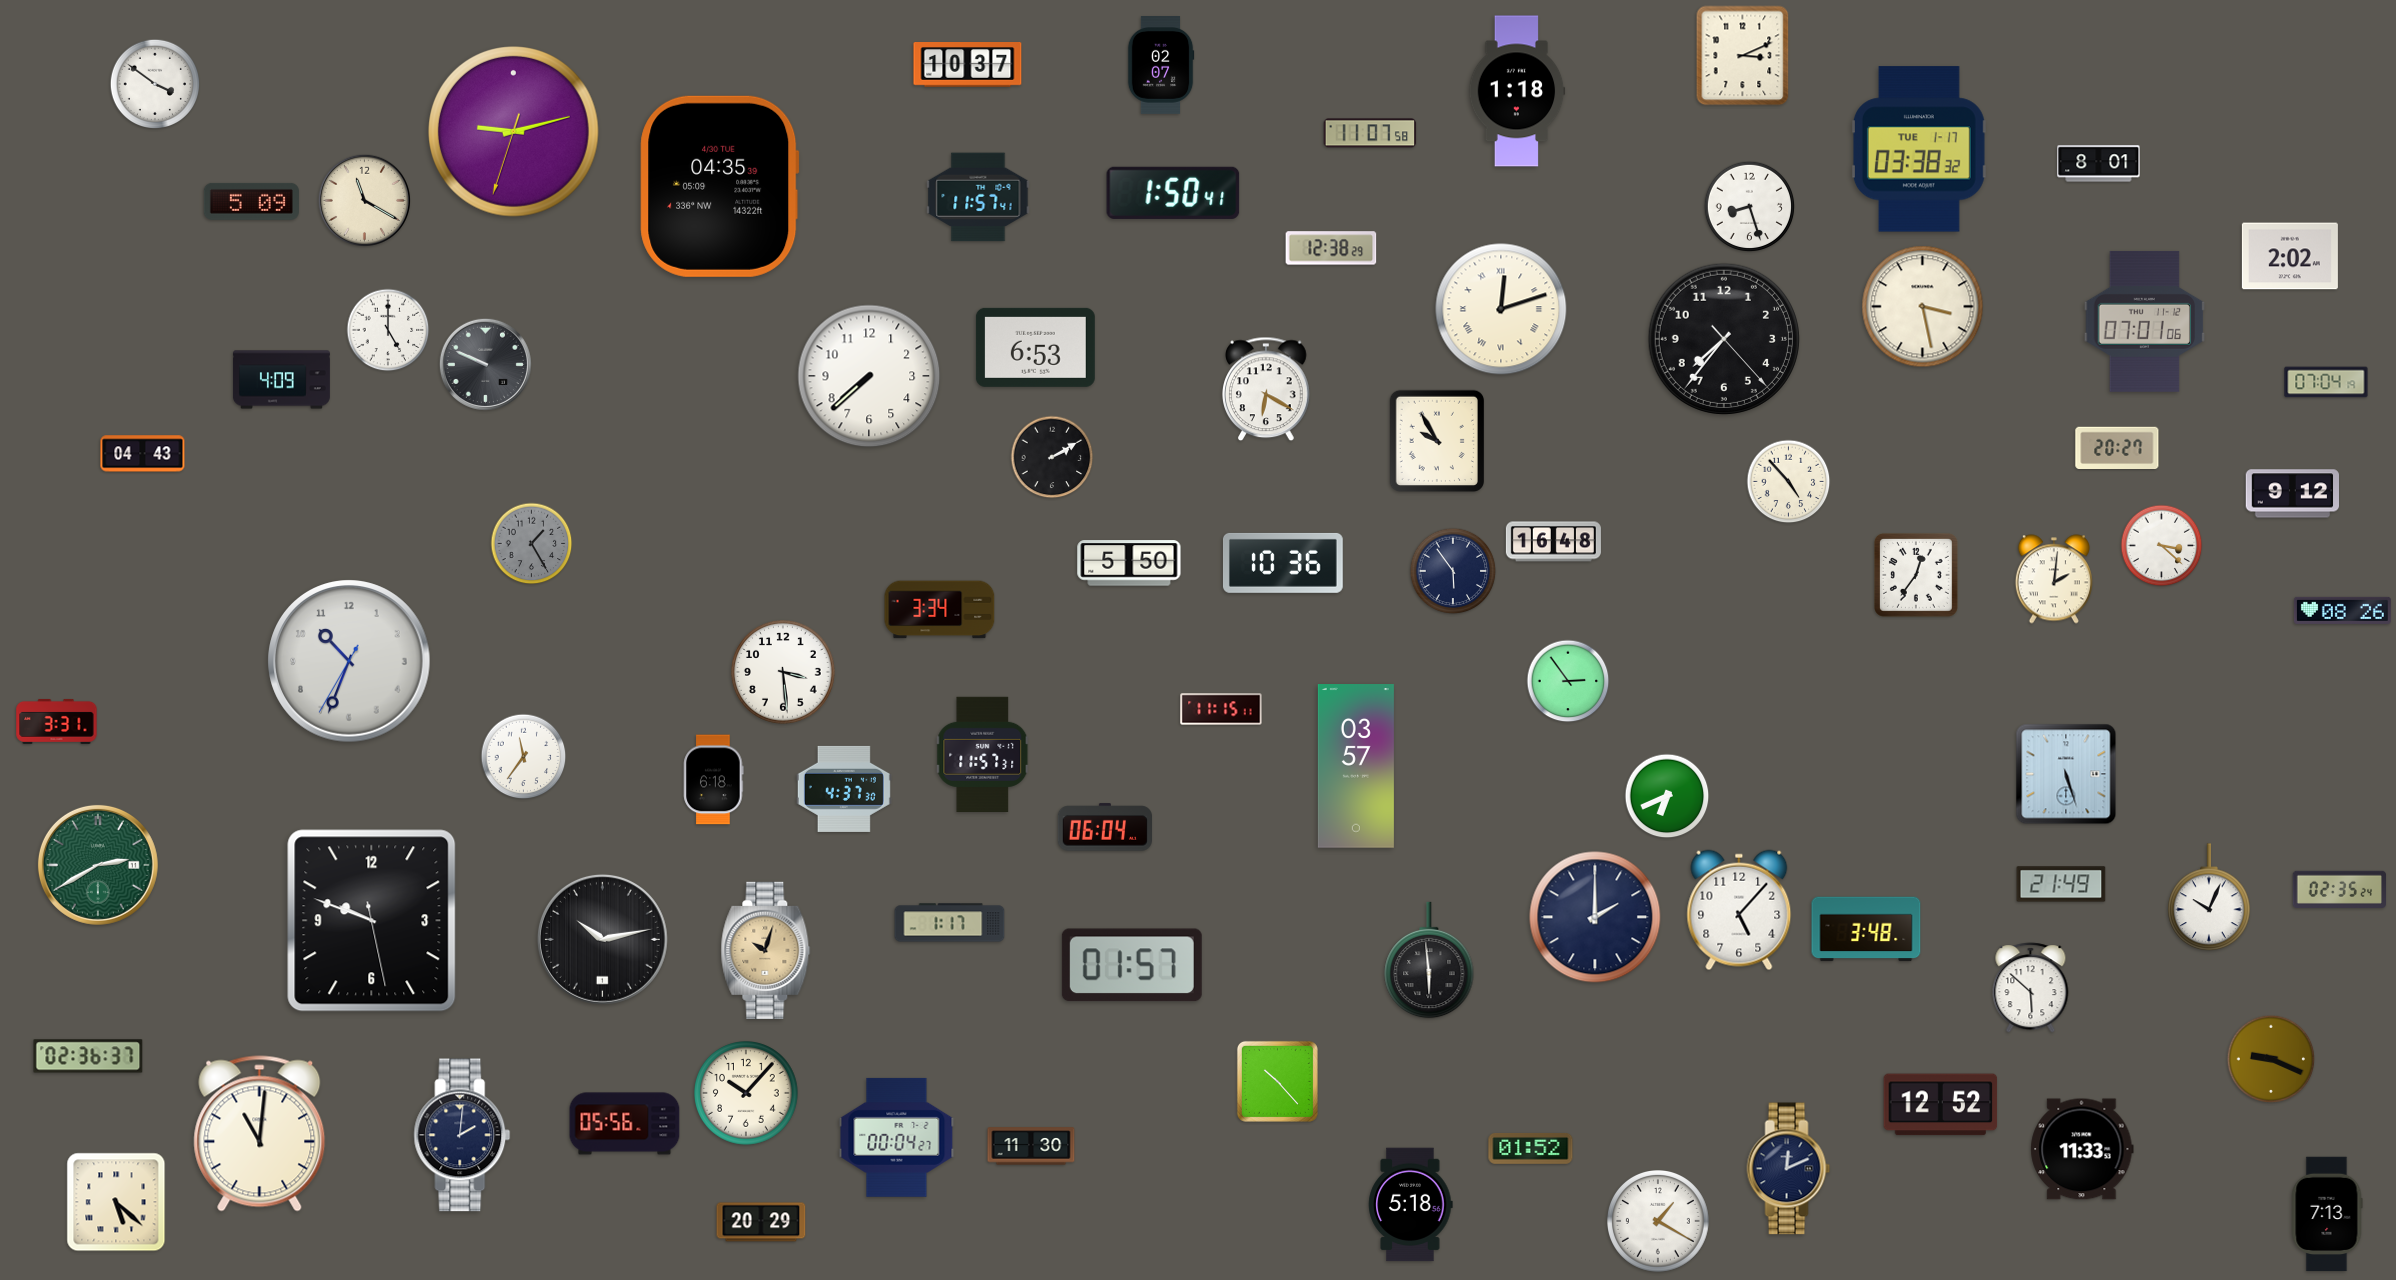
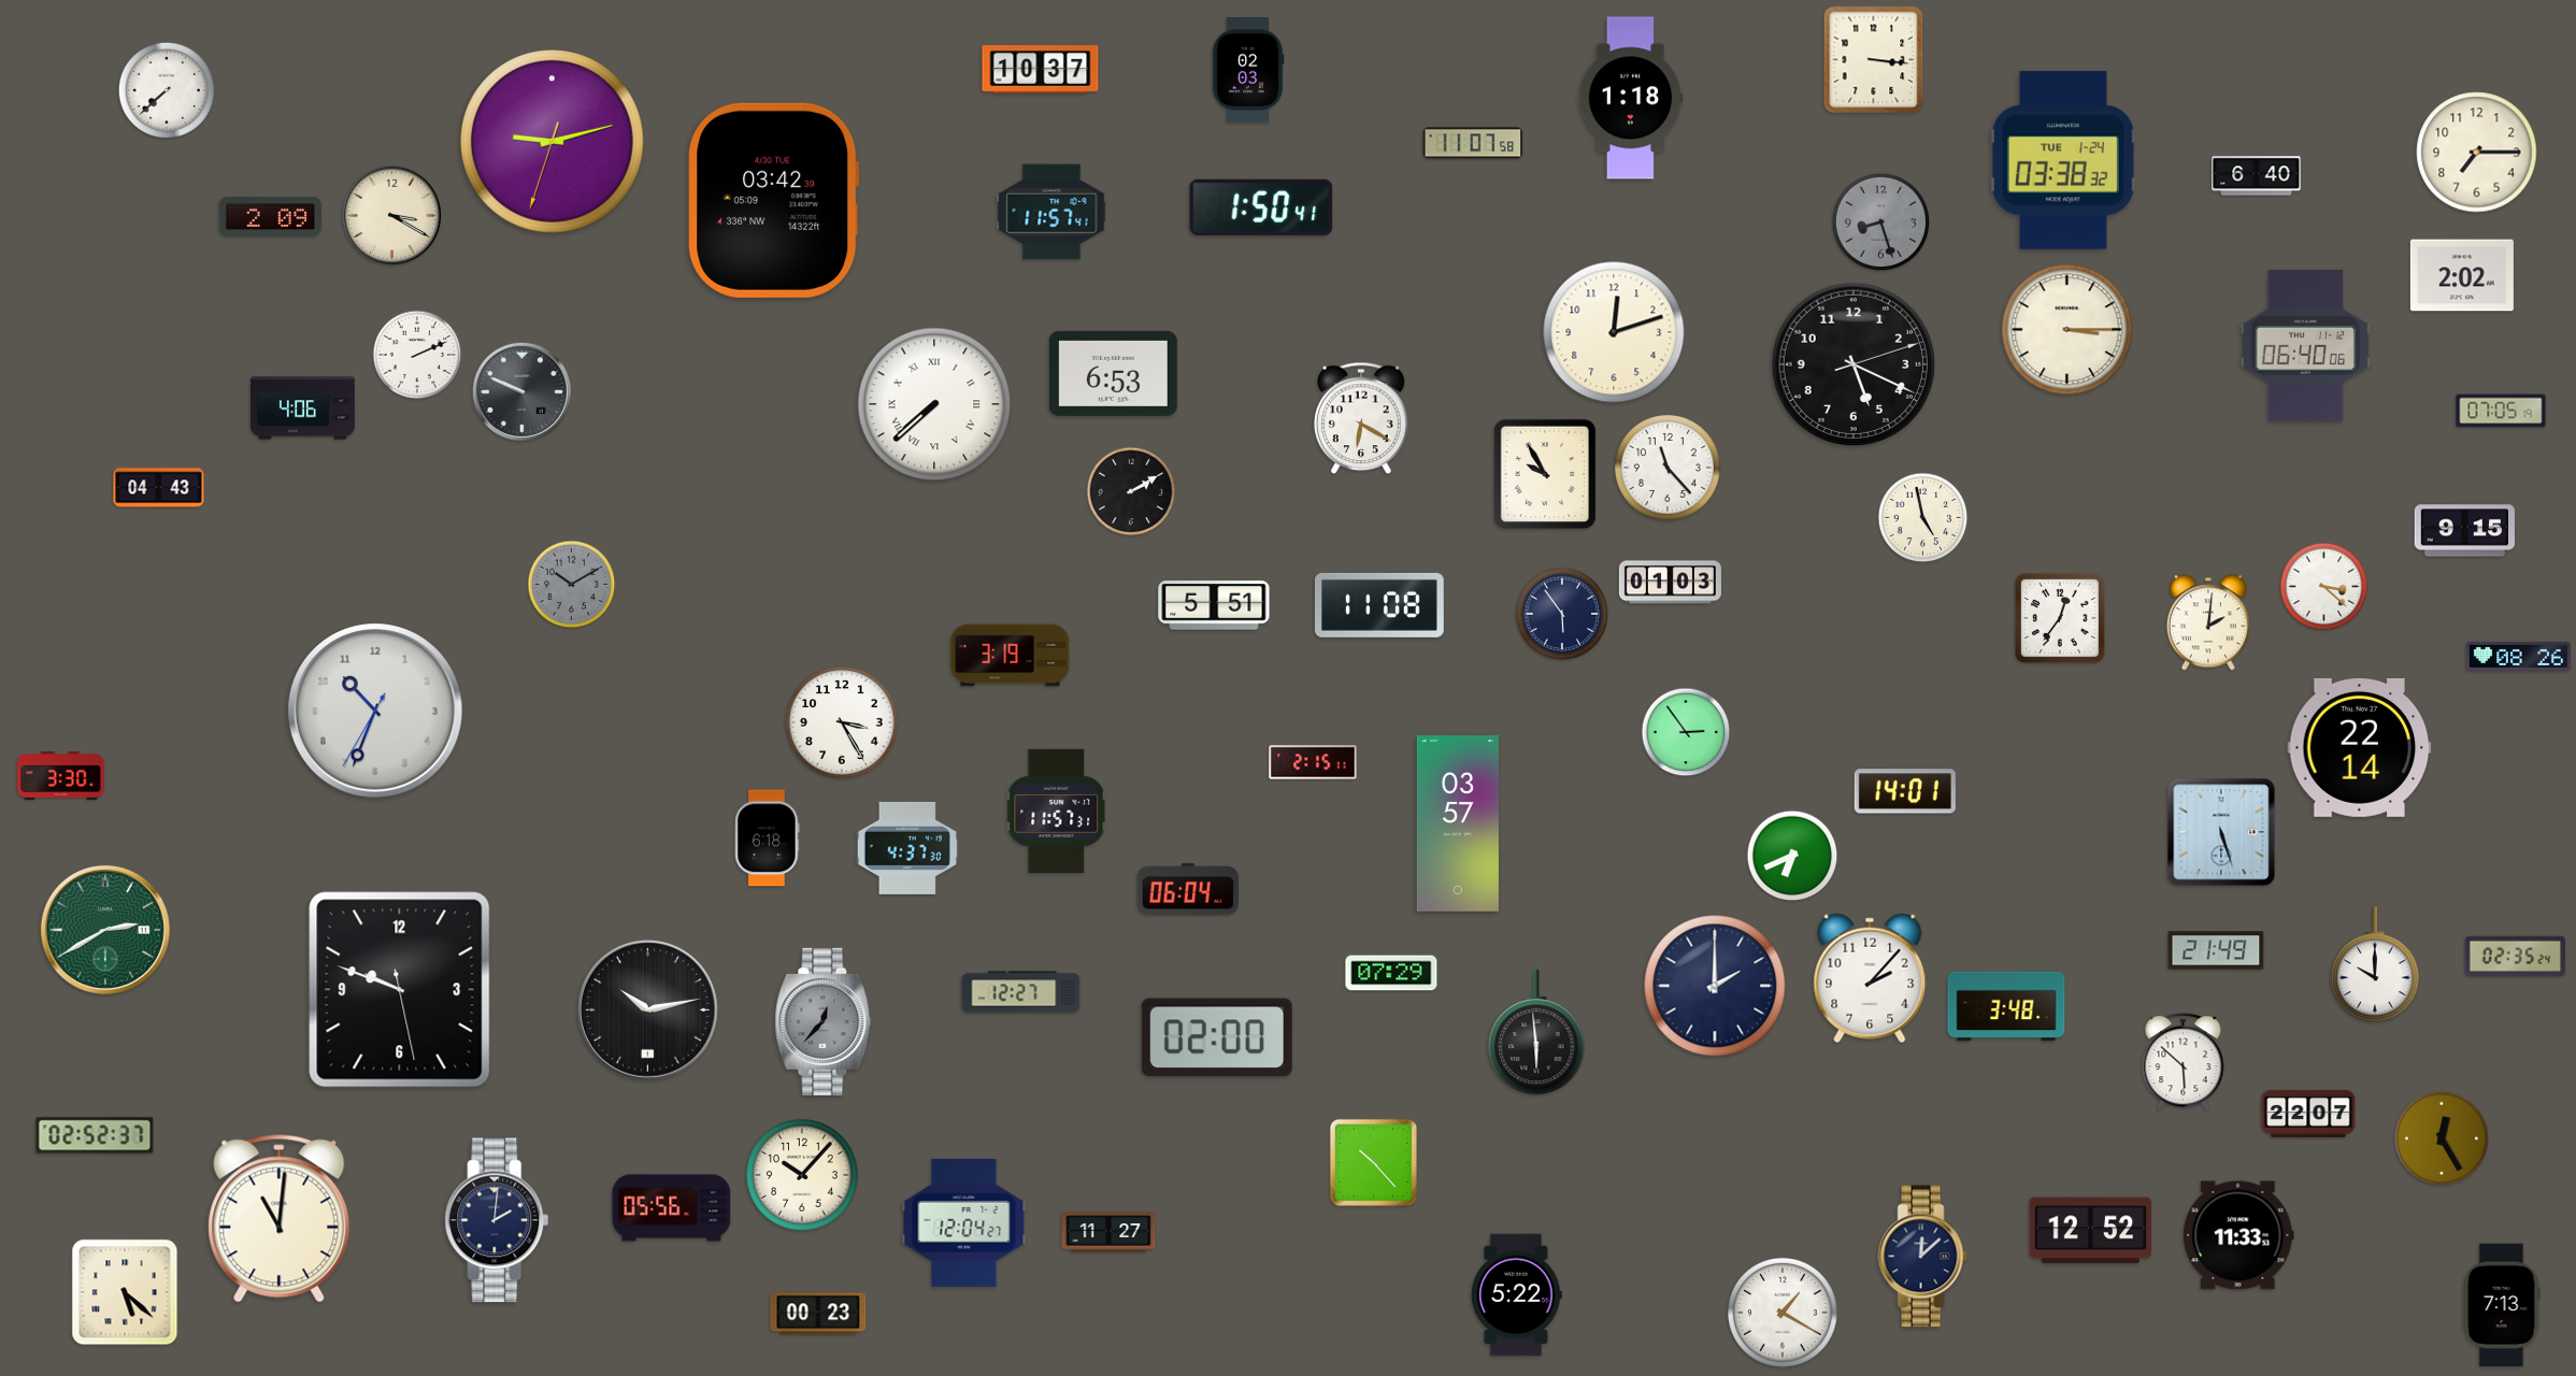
clock at (1743, 56): 3:11 -> 3:16
clock at (1161, 66): 02:07 -> 02:03
clock at (154, 83): 3:51 -> 7:38
clock at (2477, 153): none -> 7:15
clock at (1919, 149) date: TUE 1-17 -> TUE 1-24
clock at (2099, 164): 8:01 -> 6:40
clock at (720, 186): 04:35 -> 03:42
clock at (364, 200): 11:20 -> 3:20
clock at (251, 201): 5:09 -> 2:09
clock at (1749, 206) dial: white -> grey
clock at (1331, 248): 12:38 -> none
clock at (1923, 307): 3:28 -> 3:15
clock at (1501, 309) numerals: Roman -> Arabic
clock at (2145, 321): 07:01 -> 06:40
clock at (388, 330): 5:00 -> 2:11
clock at (1724, 339): 7:36 -> 5:19
clock at (869, 376) numerals: Arabic -> Roman
clock at (281, 380): 4:09 -> 4:06
clock at (2326, 382): 07:04 -> 07:05
clock at (1668, 468): none -> 11:23
clock at (2117, 447): 20:27 -> none
clock at (143, 454) position: (143, 454) -> (159, 488)
clock at (1789, 482): 4:53 -> 4:58
clock at (2293, 494): 9:12 -> 9:15
clock at (1553, 542): 16:48 -> 01:03
clock at (532, 544): 1:25 -> 10:10
clock at (1129, 563): 5:50 -> 5:51
clock at (1283, 563): 10:36 -> 11:08
clock at (940, 610): 3:34 -> 3:19
clock at (784, 673): 3:29 -> 3:25
clock at (2360, 747): none -> 22:14
clock at (1221, 709): 11:15 -> 2:15
clock at (57, 721): 3:31 -> 3:30
clock at (1905, 791): none -> 14:01
clock at (524, 757): 11:36 -> none
clock at (2209, 898): 10:04 -> 10:00
clock at (1391, 973): none -> 07:29
clock at (1739, 910): 5:07 -> 2:07
clock at (950, 923): 1:17 -> 12:27
clock at (1866, 929) position: (1866, 929) -> (2006, 1006)
clock at (766, 950): 10:03 -> 12:37
clock at (766, 950) dial: champagne -> grey
clock at (1132, 965): 01:57 -> 02:00
clock at (2308, 1114): none -> 22:07
clock at (88, 1056): 02:36 -> 02:52
clock at (2271, 1059): 9:19 -> 12:25
clock at (1941, 1105) position: (1941, 1105) -> (2091, 1231)
clock at (897, 1137): 00:04 -> 12:04
clock at (1031, 1146): 11:30 -> 11:27
clock at (1531, 1148): 01:52 -> none
clock at (1789, 1169): 12:11 -> 12:08
clock at (1411, 1205): 5:18 -> 5:22
clock at (761, 1222): 20:29 -> 00:23
